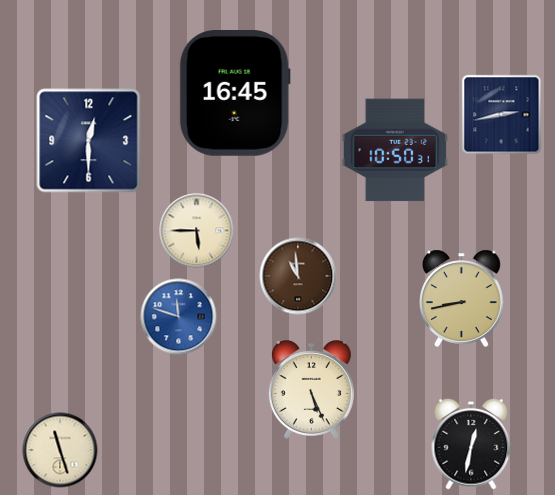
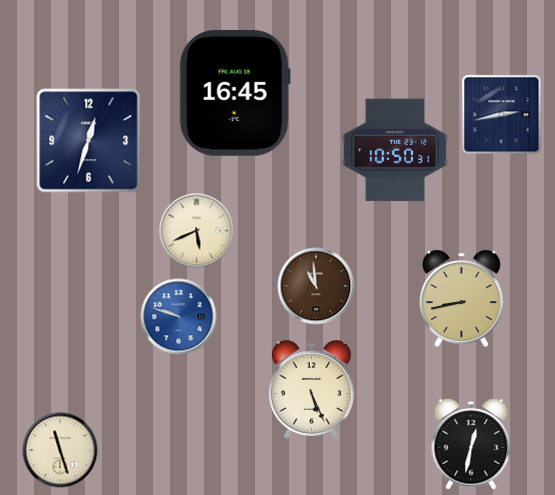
clock at (89, 141): 12:30 -> 12:33
clock at (197, 231): 5:45 -> 5:41
clock at (298, 276) position: (298, 276) -> (316, 286)
clock at (179, 317): 11:48 -> 9:48
